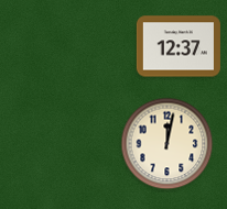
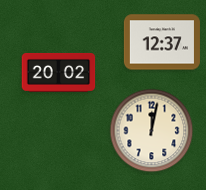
clock at (59, 72): none -> 20:02
